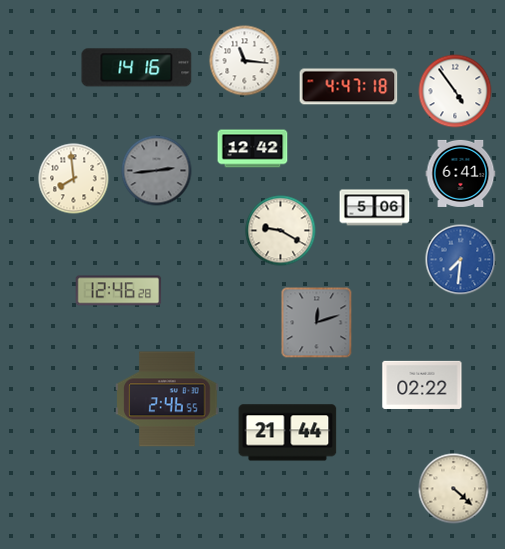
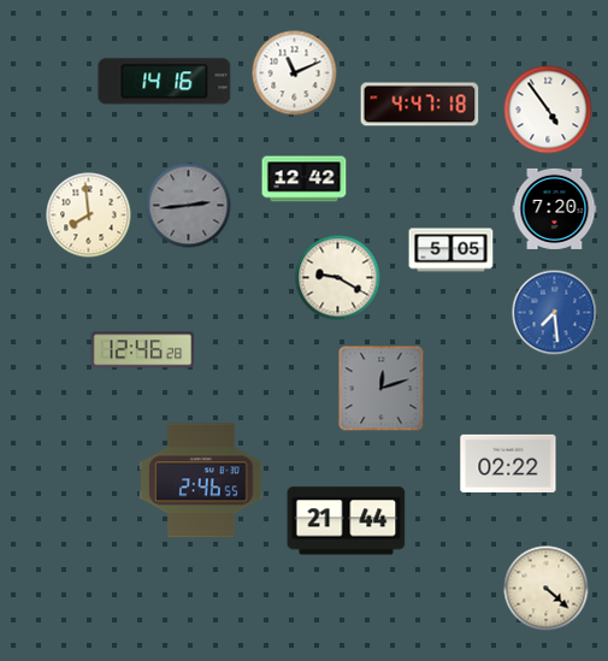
clock at (245, 61): 11:16 -> 11:11
clock at (461, 173): 6:41 -> 7:20
clock at (375, 208): 5:06 -> 5:05
clock at (461, 260): 7:31 -> 7:29
